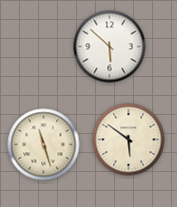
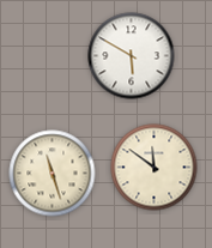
clock at (110, 47): 5:52 -> 5:50
clock at (129, 140): 5:51 -> 11:51
